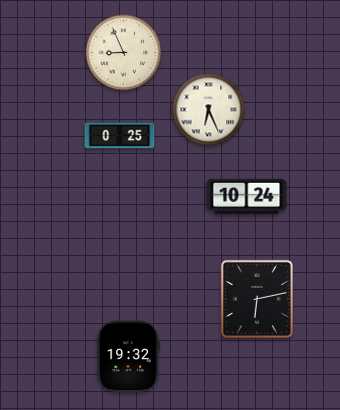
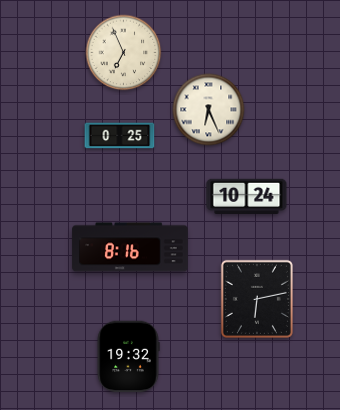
clock at (124, 53): 8:56 -> 6:56
clock at (130, 247): none -> 8:16
